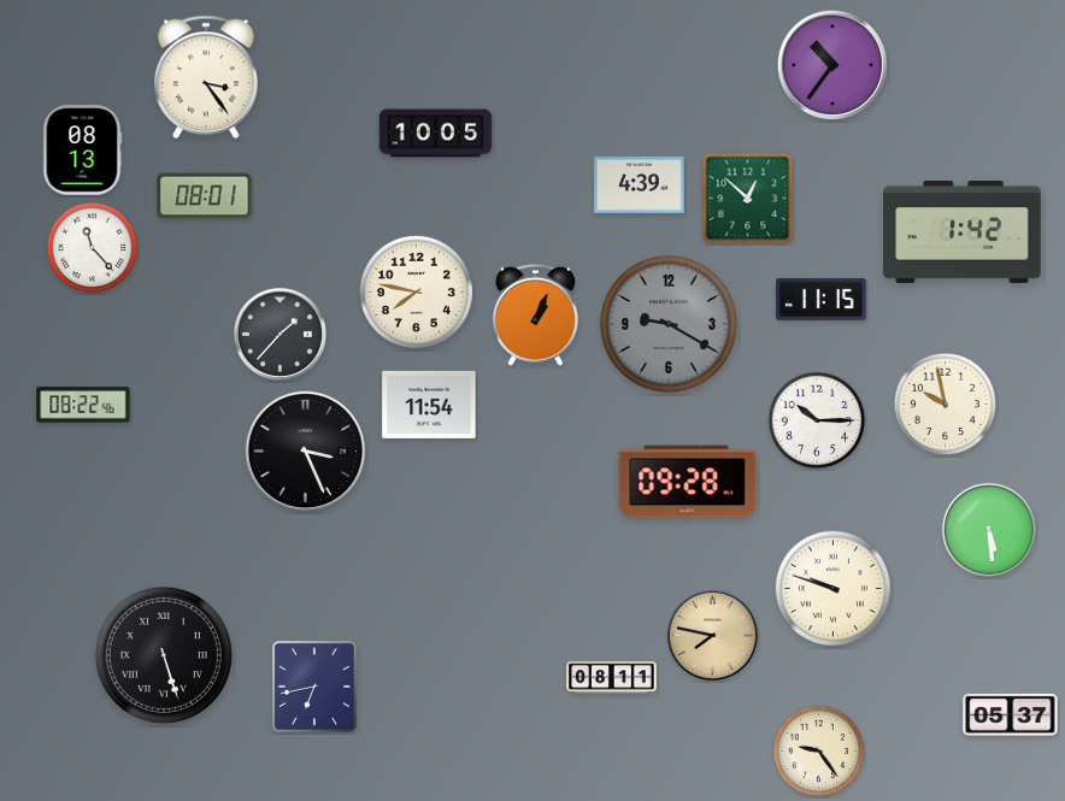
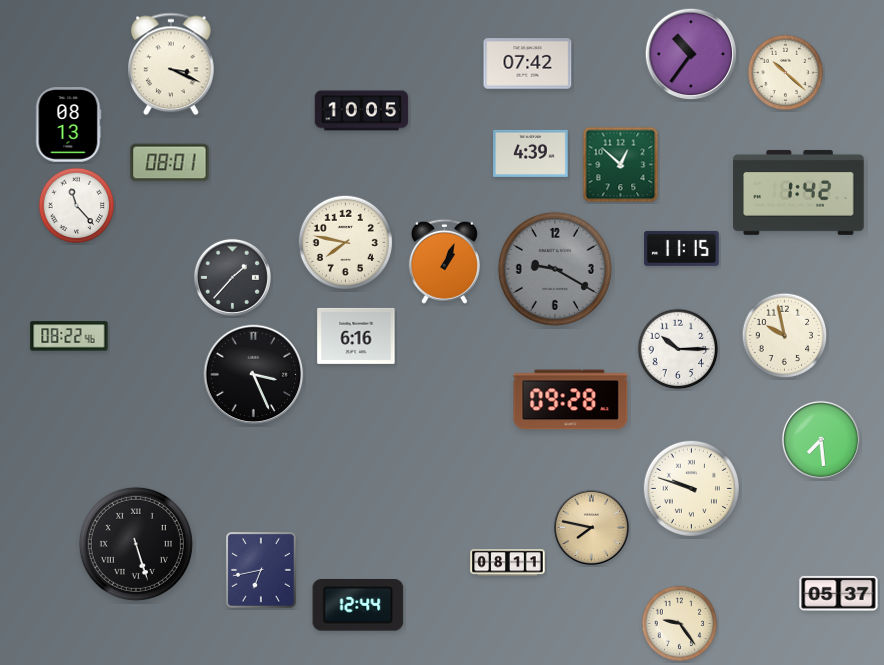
clock at (207, 77): 3:24 -> 3:19
clock at (528, 64): none -> 07:42
clock at (786, 73): none -> 10:22
clock at (429, 405): 11:54 -> 6:16
clock at (989, 530): 5:29 -> 7:29
clock at (358, 606): none -> 12:44
